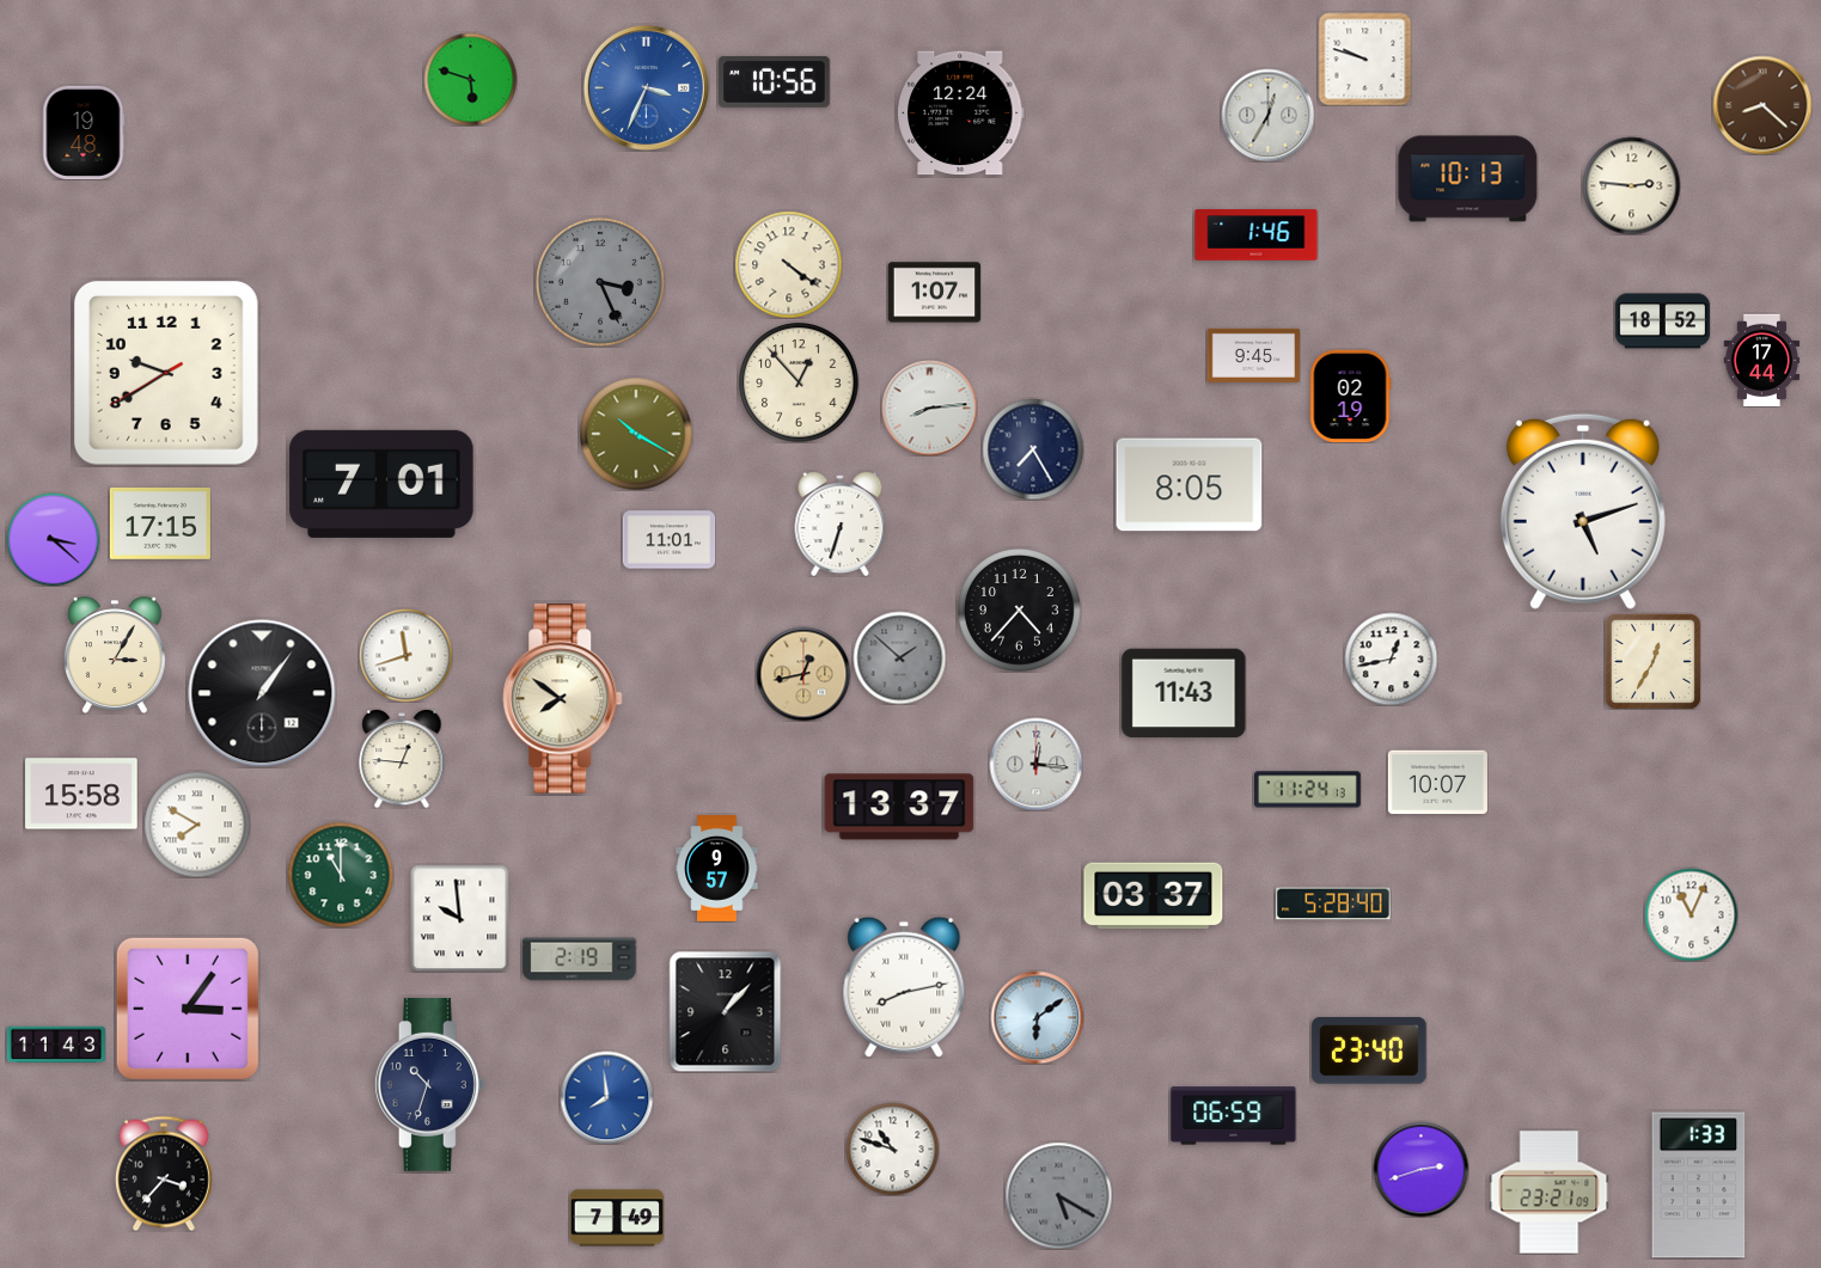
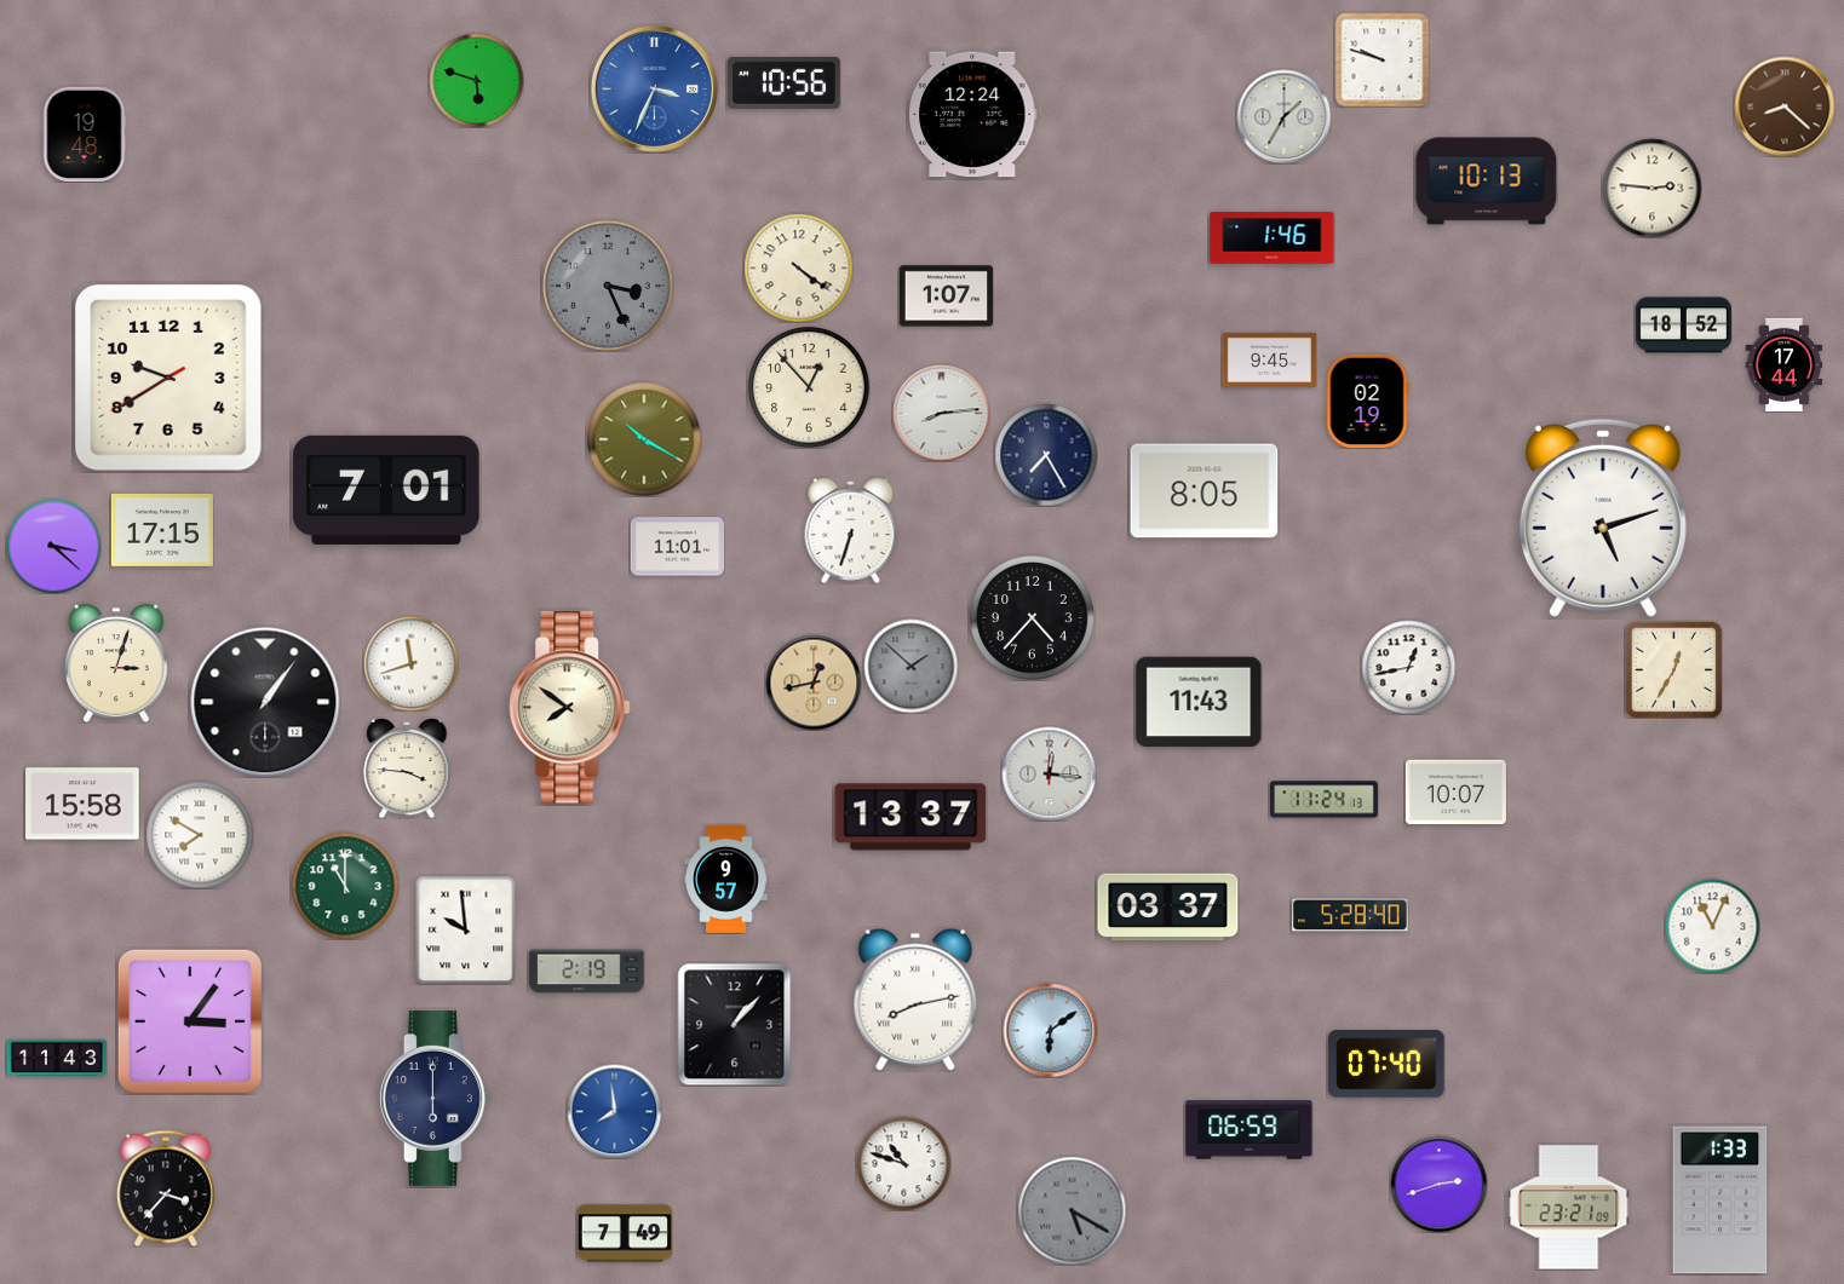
clock at (1267, 115): 12:35 -> 1:35
clock at (115, 655): 3:05 -> 3:03
clock at (402, 759): 12:46 -> 3:46
clock at (1369, 1050): 23:40 -> 07:40
clock at (429, 1084): 10:33 -> 6:00
